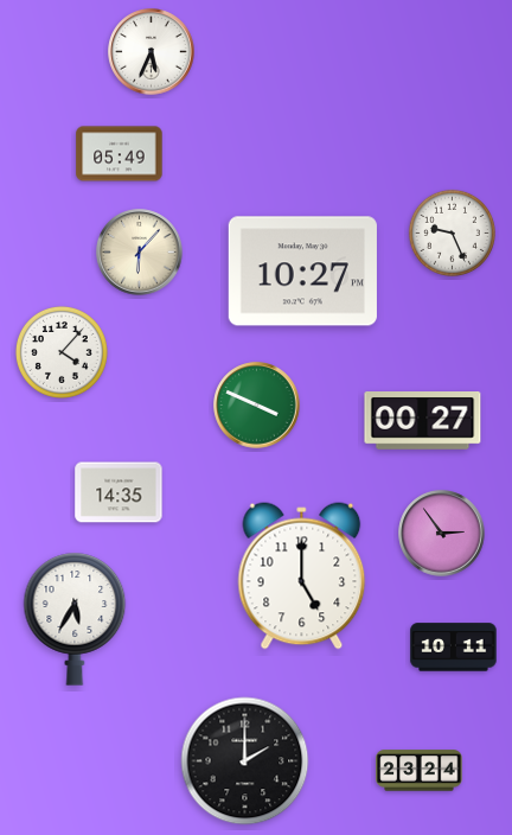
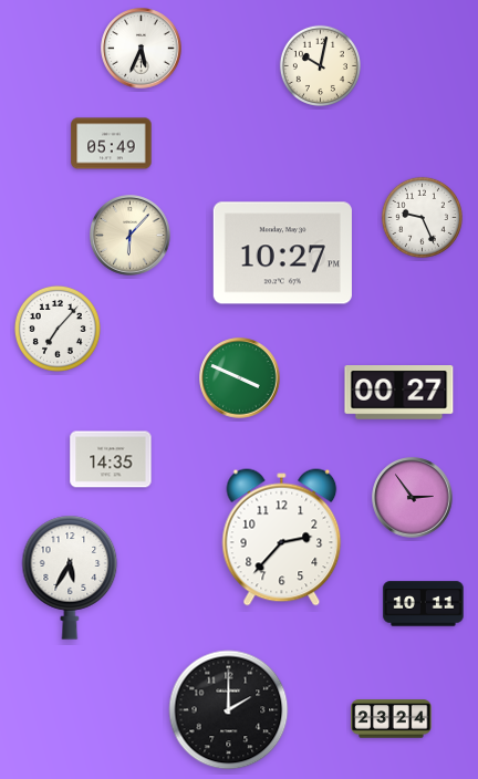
clock at (320, 65): none -> 10:02
clock at (62, 352): 4:07 -> 7:07
clock at (423, 421) position: (423, 421) -> (399, 393)
clock at (302, 576): 5:00 -> 2:37
